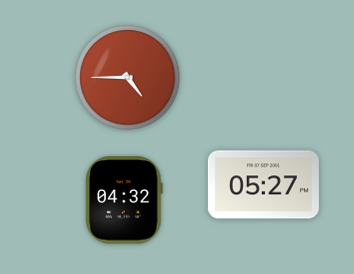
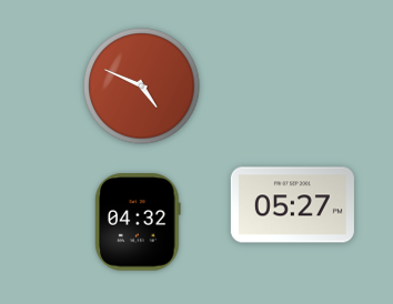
clock at (128, 78): 4:45 -> 4:49
